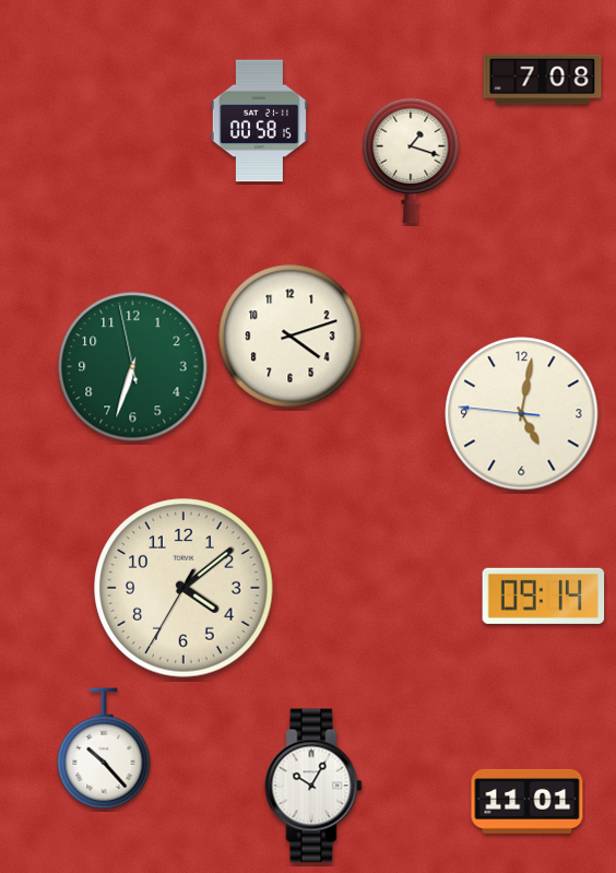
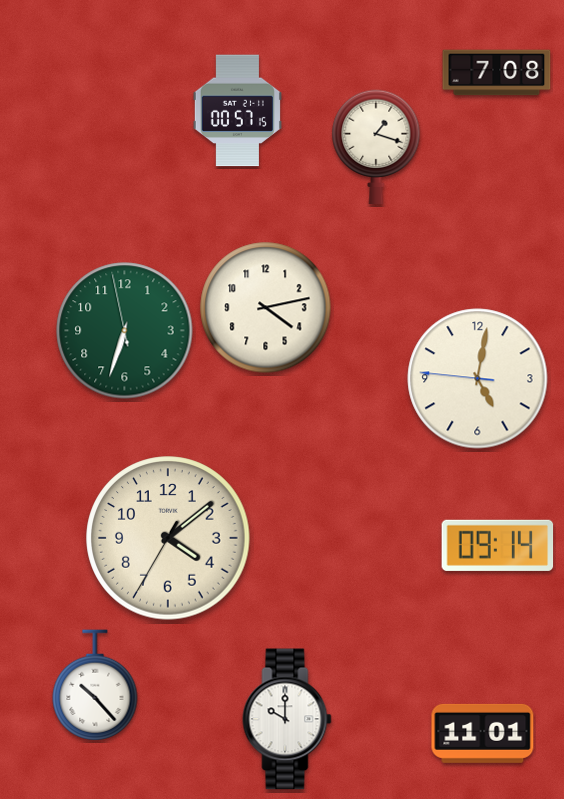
clock at (259, 121): 00:58 -> 00:57
clock at (291, 337): 4:12 -> 4:13
clock at (133, 367) position: (133, 367) -> (125, 331)
clock at (313, 786): 10:05 -> 10:00
